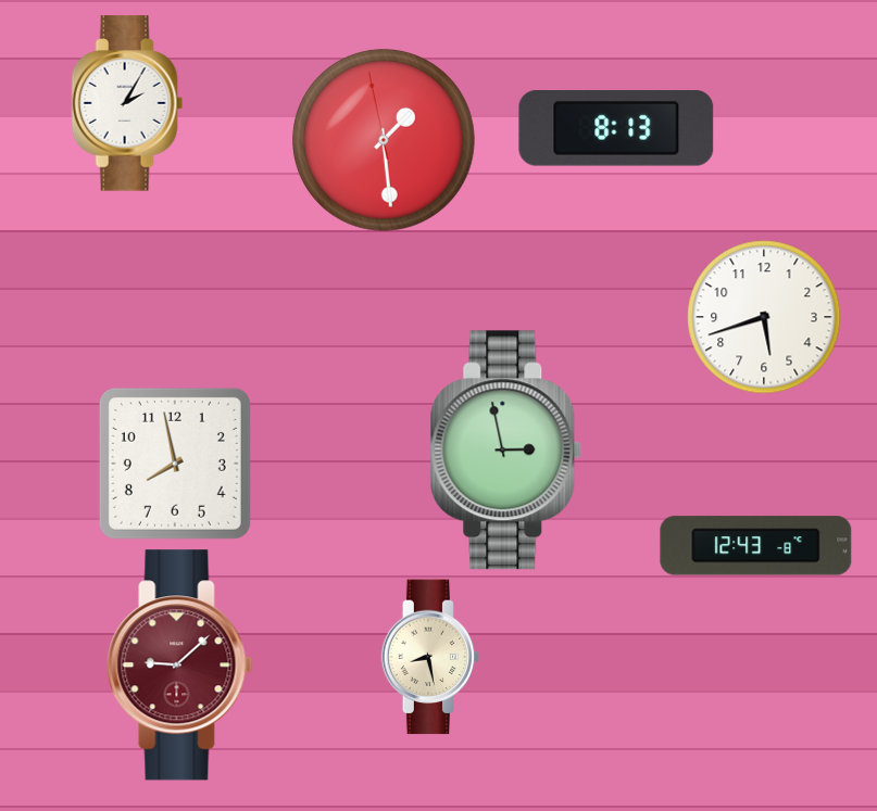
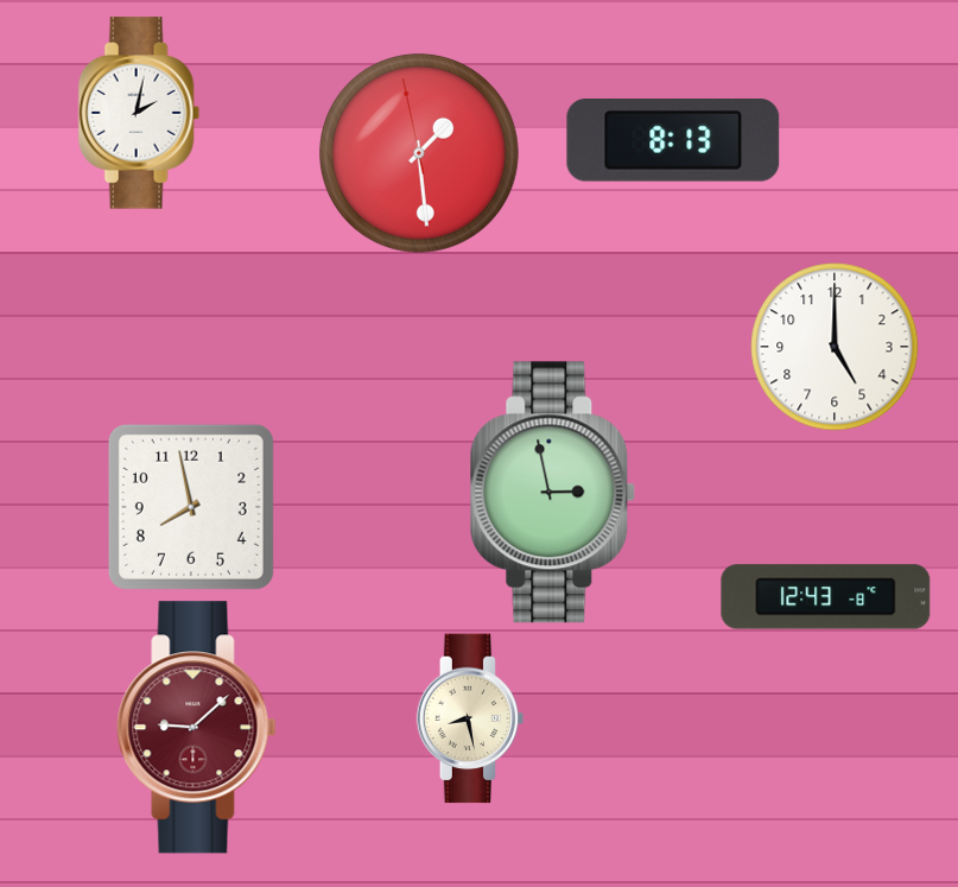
clock at (127, 103): 2:05 -> 2:02
clock at (764, 317): 5:42 -> 5:00
